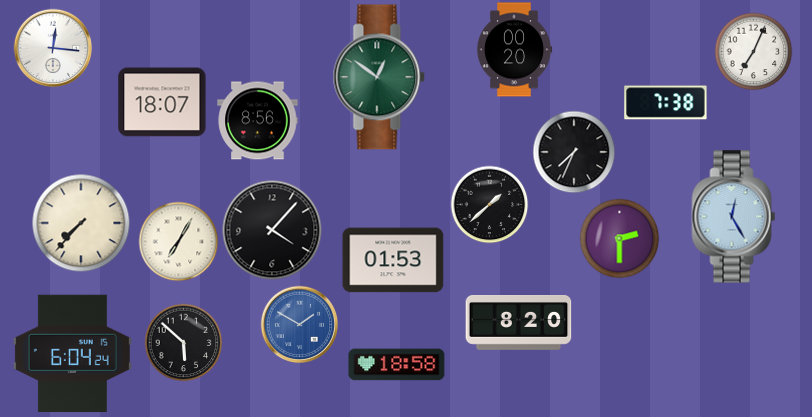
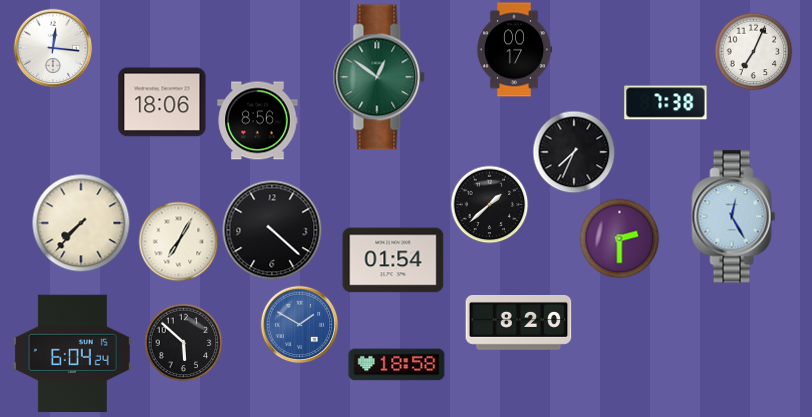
clock at (514, 50): 00:20 -> 00:17
clock at (162, 102): 18:07 -> 18:06
clock at (272, 230): 4:07 -> 4:22
clock at (393, 260): 01:53 -> 01:54
